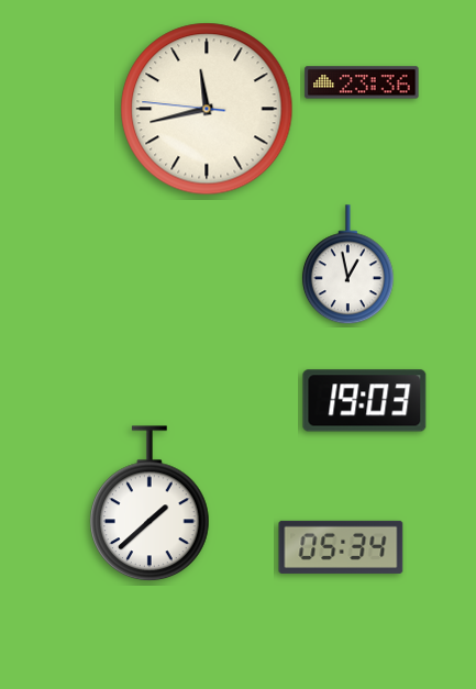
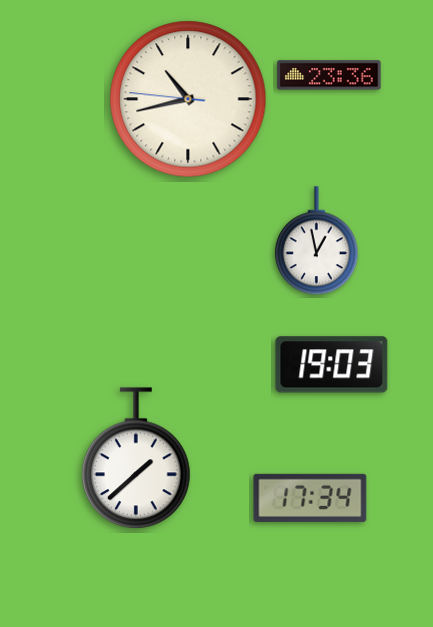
clock at (207, 109): 11:42 -> 10:42
clock at (341, 547): 05:34 -> 17:34
